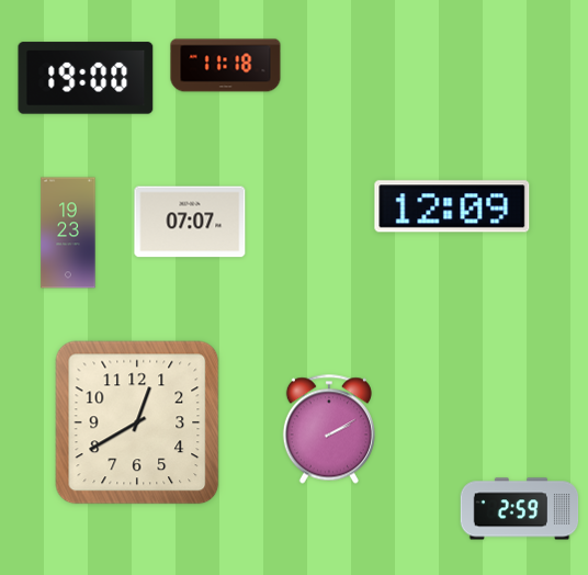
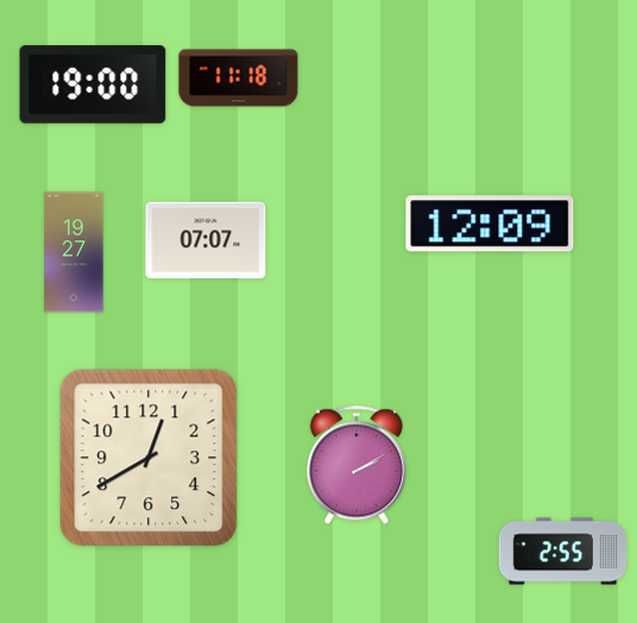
clock at (226, 66) position: (226, 66) -> (239, 78)
clock at (68, 233): 19:23 -> 19:27
clock at (520, 509): 2:59 -> 2:55
